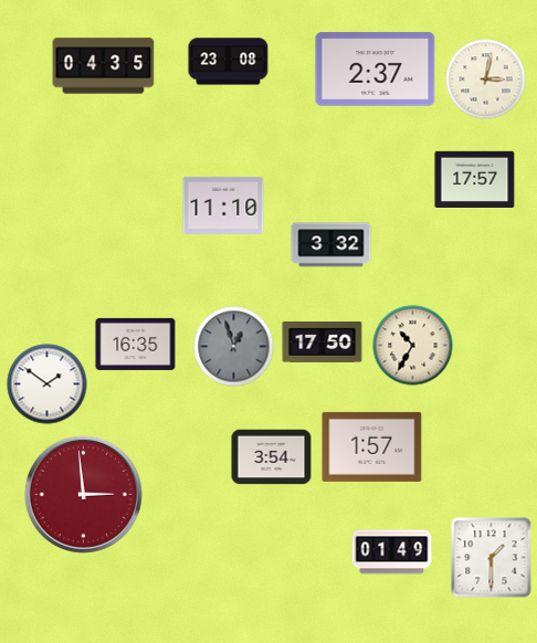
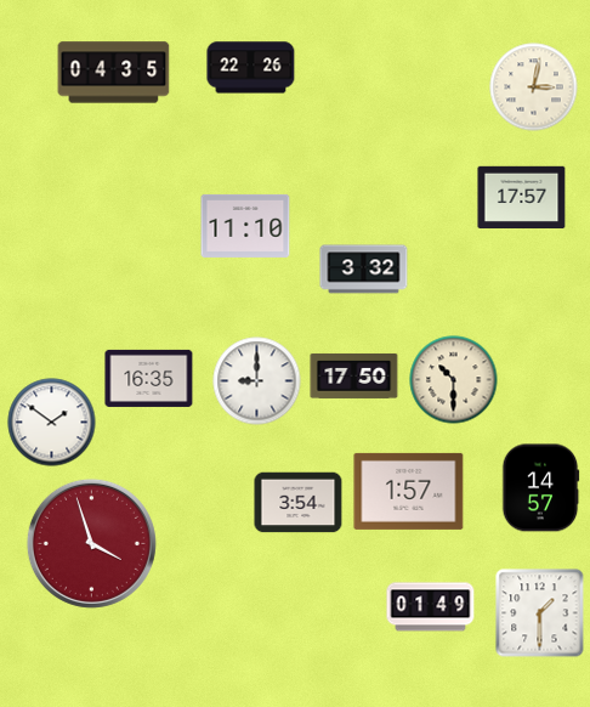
clock at (229, 62): 23:08 -> 22:26
clock at (376, 70): 2:37 -> none
clock at (413, 346): 10:35 -> 10:30
clock at (234, 347): 12:57 -> 9:00
clock at (234, 347) dial: grey -> white
clock at (540, 488): none -> 14:57
clock at (83, 494): 2:59 -> 3:57
